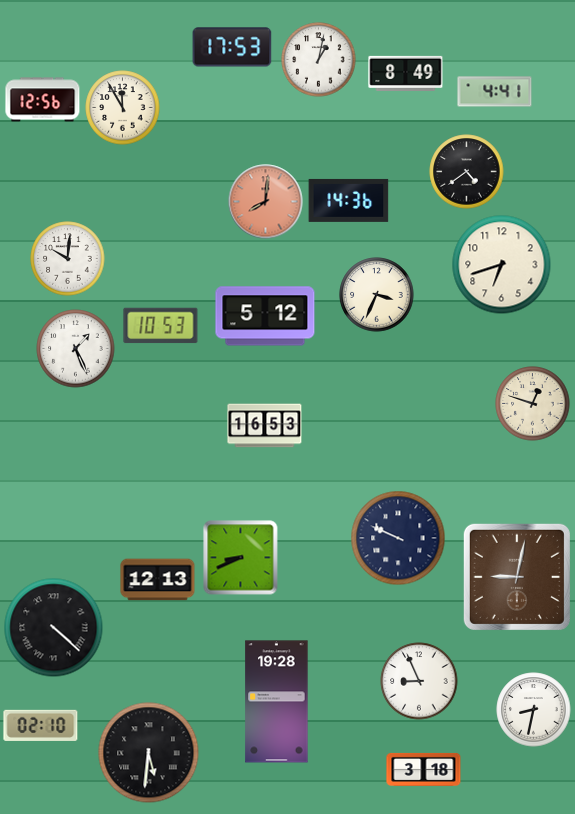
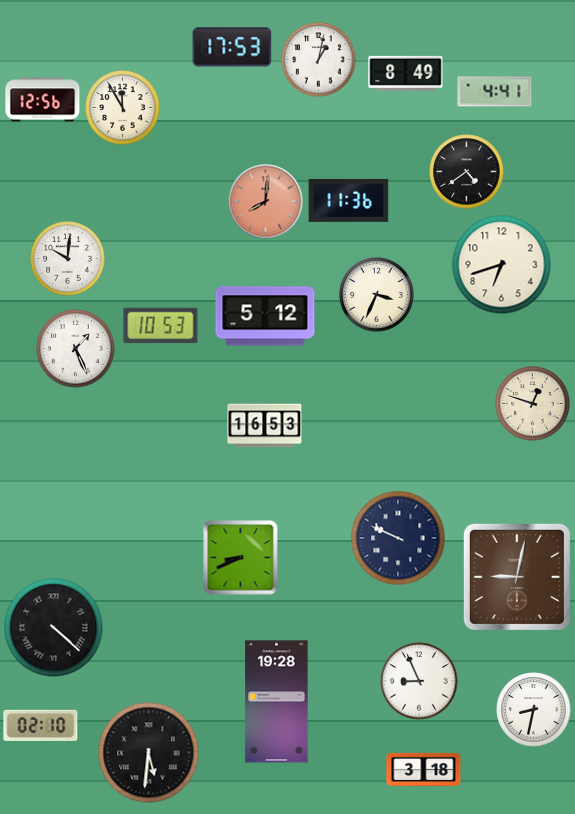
clock at (349, 200): 14:36 -> 11:36
clock at (158, 580): 12:13 -> none
